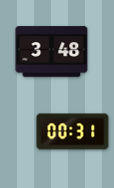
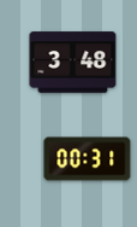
clock at (52, 52) position: (52, 52) -> (73, 63)
